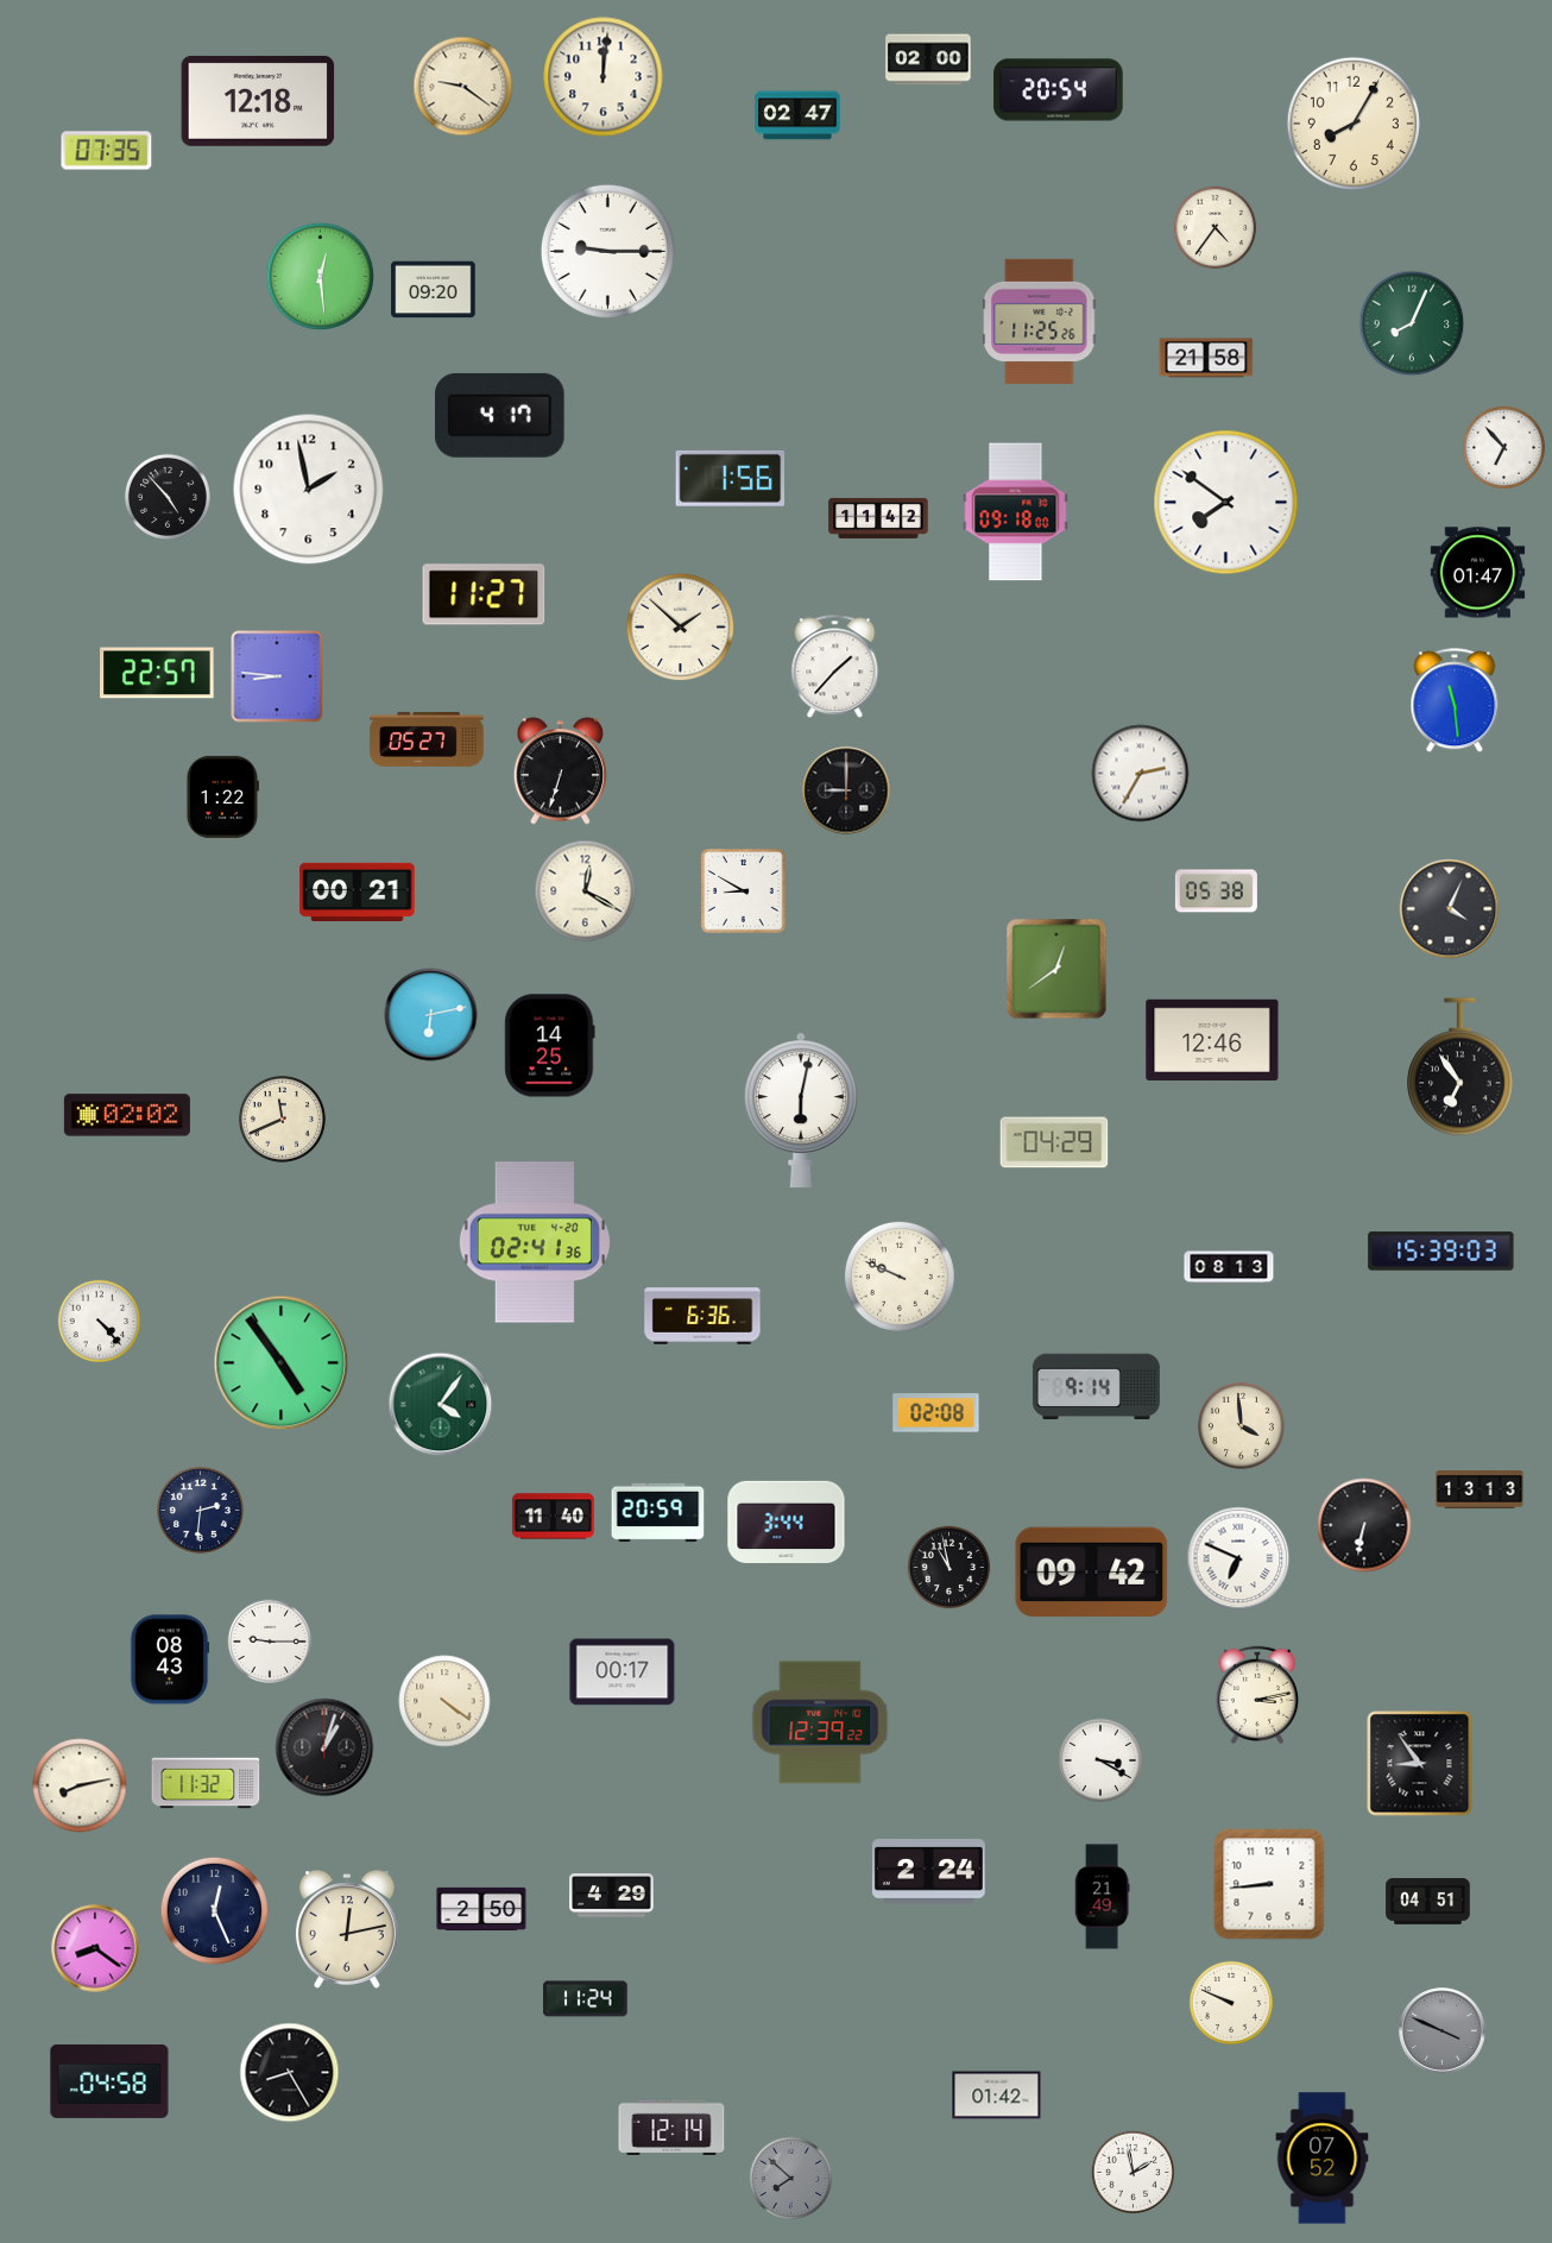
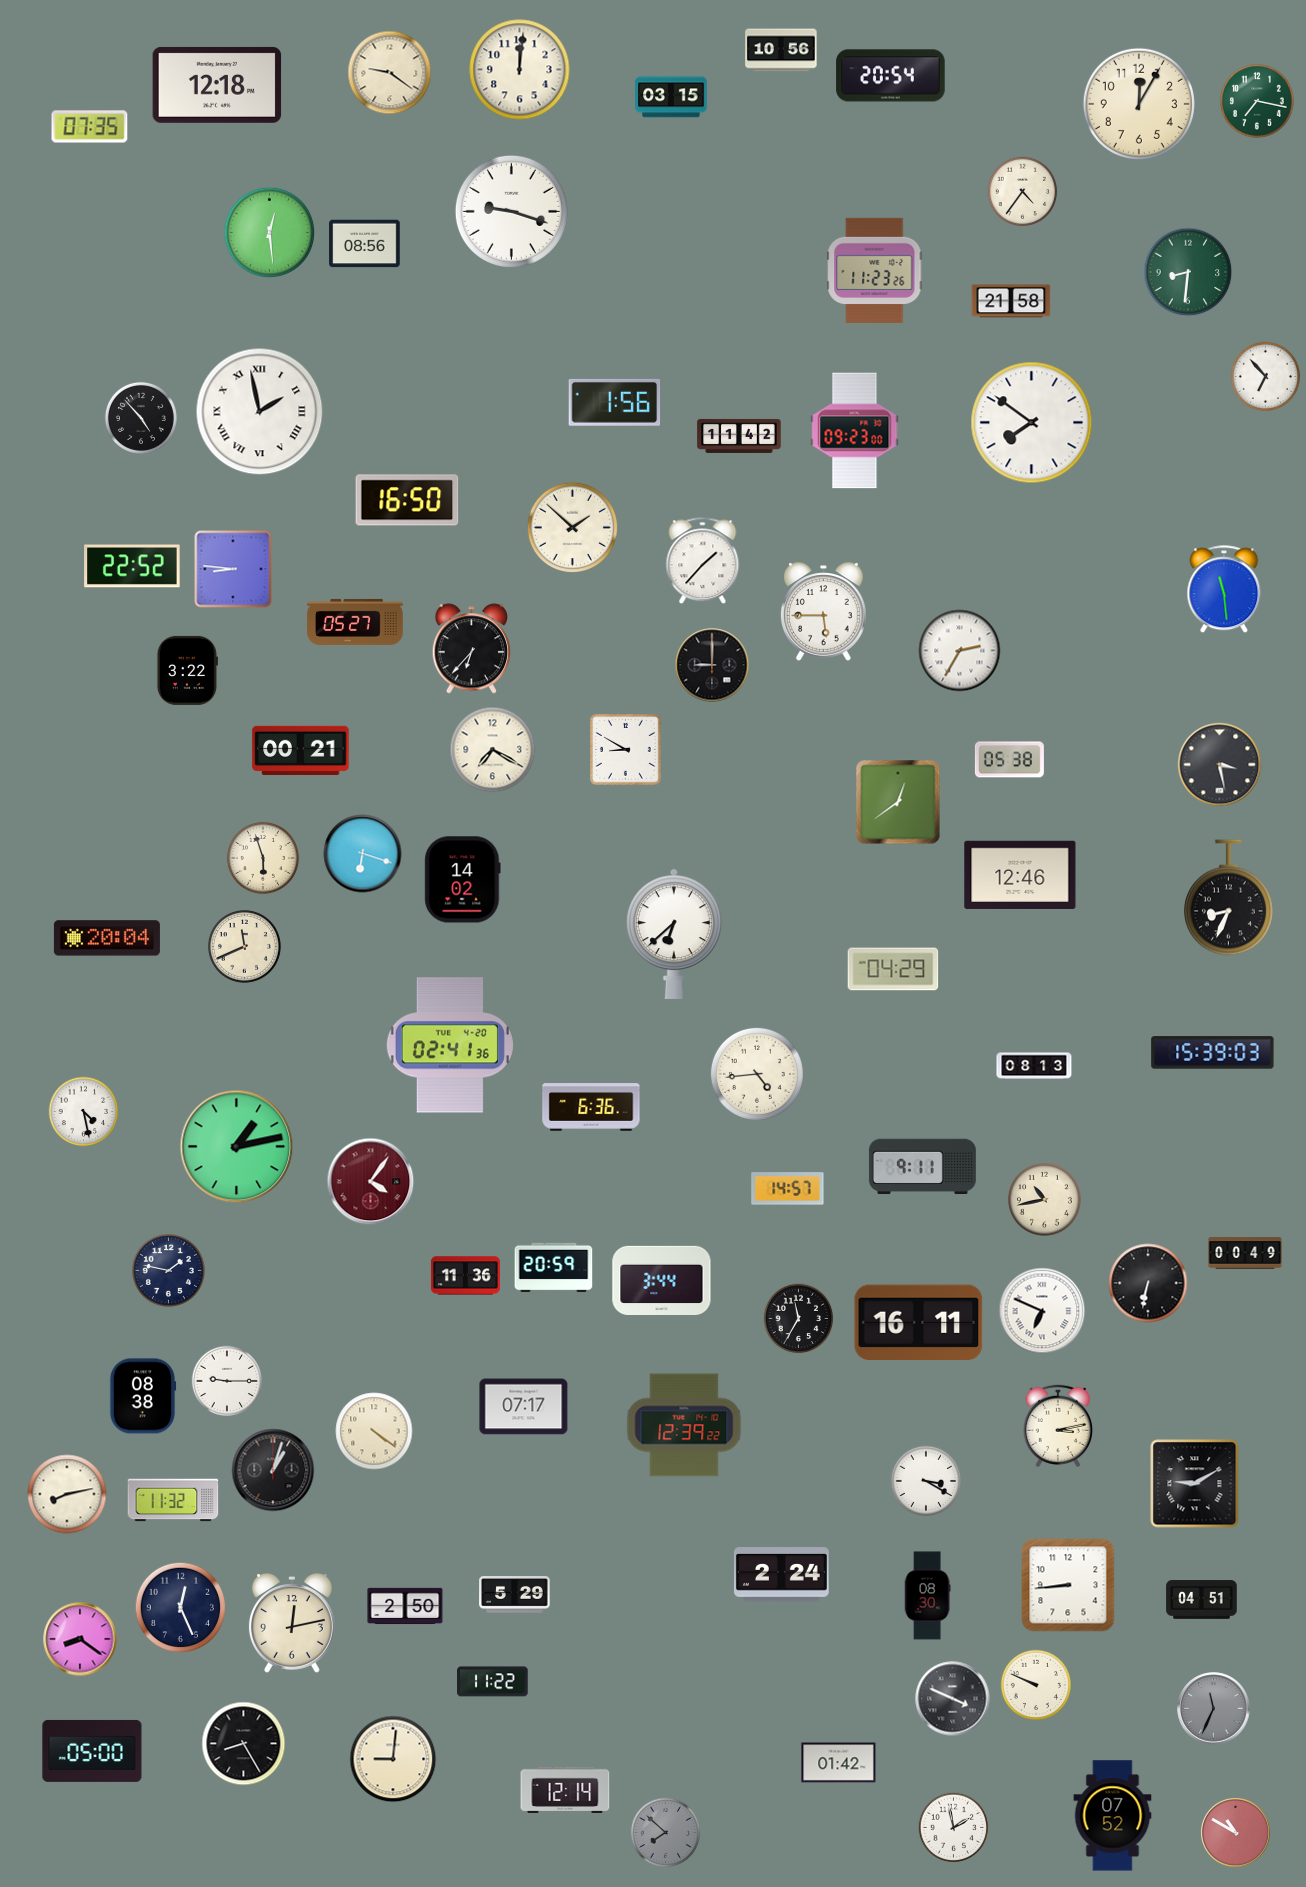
clock at (928, 59): 02:00 -> 10:56
clock at (604, 77) position: (604, 77) -> (520, 70)
clock at (797, 115): 02:47 -> 03:15
clock at (1258, 102): none -> 7:17
clock at (1354, 124): 8:05 -> 12:05
clock at (607, 251): 9:15 -> 9:18
clock at (434, 290): 09:20 -> 08:56
clock at (1040, 321): 11:25 -> 11:23
clock at (1412, 323): 8:04 -> 8:31
clock at (1206, 358) position: (1206, 358) -> (1011, 301)
clock at (500, 415): 4:17 -> none
clock at (309, 490) numerals: Arabic -> Roman
clock at (1016, 512): 09:18 -> 09:23
clock at (1478, 573): 01:47 -> none
clock at (484, 594): 11:27 -> 16:50
clock at (157, 673): 22:57 -> 22:52
clock at (823, 612): none -> 5:45
clock at (427, 739) position: (427, 739) -> (355, 622)
clock at (561, 771): 6:33 -> 6:37
clock at (222, 796): 1:22 -> 3:22
clock at (586, 891): 12:20 -> 7:20
clock at (1216, 891) position: (1216, 891) -> (1009, 760)
clock at (1450, 909): 4:04 -> 3:28
clock at (1056, 969) position: (1056, 969) -> (898, 802)
clock at (431, 1015): 6:13 -> 6:18
clock at (263, 858): none -> 5:57
clock at (550, 1046): 14:25 -> 14:02
clock at (1460, 1067): 6:54 -> 8:34
clock at (801, 1110): 6:02 -> 6:38
clock at (127, 1115): 02:02 -> 20:04
clock at (282, 1119) position: (282, 1119) -> (244, 946)
clock at (1054, 1142) position: (1054, 1142) -> (893, 969)
clock at (900, 1277): 9:49 -> 4:44
clock at (100, 1322): 4:23 -> 4:28
clock at (282, 1363): 4:54 -> 1:13
clock at (1096, 1387): 9:14 -> 9:11
clock at (441, 1405) dial: green -> burgundy
clock at (936, 1413): 02:08 -> 14:57
clock at (1241, 1425): 3:59 -> 10:43
clock at (1480, 1489): 13:13 -> 00:49
clock at (200, 1510): 2:31 -> 1:47
clock at (658, 1513) position: (658, 1513) -> (554, 1268)
clock at (553, 1517): 11:40 -> 11:36
clock at (950, 1568): 10:58 -> 11:35
clock at (1092, 1571): 09:42 -> 16:11
clock at (170, 1659): 08:43 -> 08:38
clock at (623, 1672): 00:17 -> 07:17
clock at (820, 1722) position: (820, 1722) -> (684, 1425)
clock at (1420, 1764): 8:54 -> 9:10
clock at (80, 1785) position: (80, 1785) -> (67, 1494)
clock at (612, 1896): 4:29 -> 5:29
clock at (1102, 1897): 21:49 -> 08:30
clock at (586, 1999): 11:24 -> 11:22
clock at (953, 1699): none -> 3:49
clock at (1443, 2031): 3:49 -> 11:34
clock at (109, 2081): 04:58 -> 05:00
clock at (393, 1759): none -> 9:01
clock at (1236, 1833): none -> 10:50
